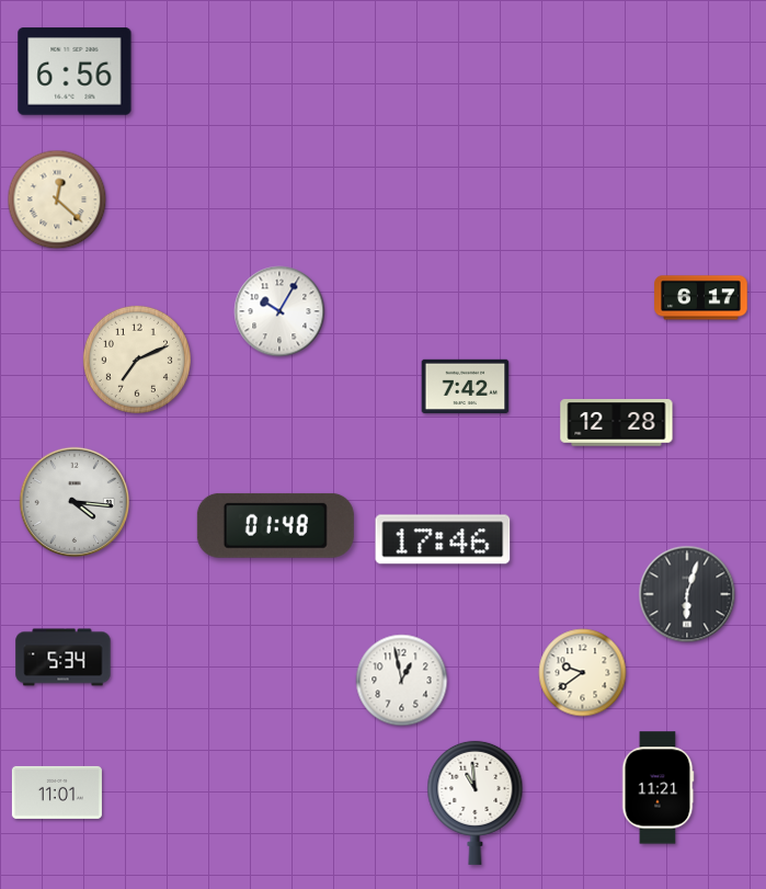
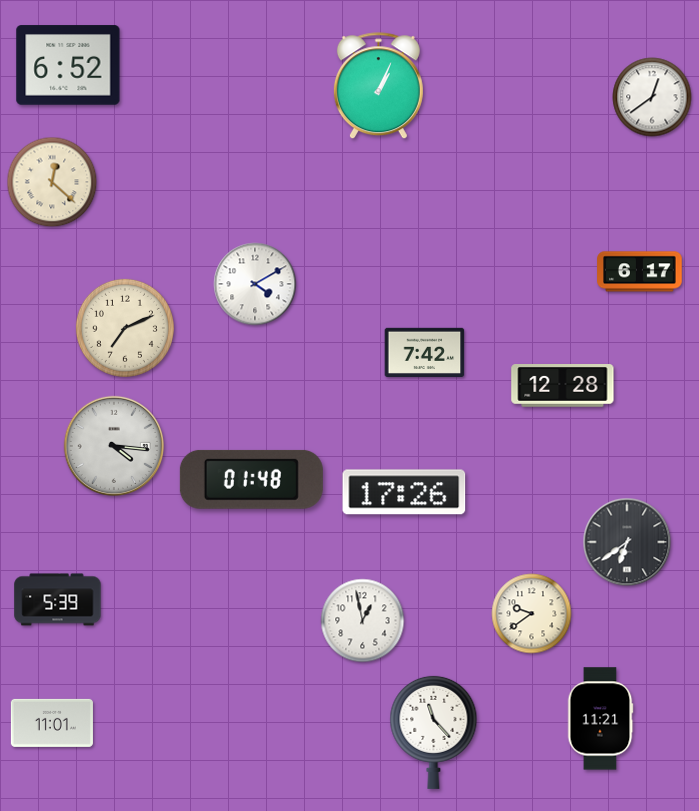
clock at (75, 71): 6:56 -> 6:52
clock at (378, 86): none -> 1:04
clock at (652, 97): none -> 12:39
clock at (279, 311): 10:05 -> 4:10
clock at (75, 502) position: (75, 502) -> (114, 446)
clock at (443, 539): 17:46 -> 17:26
clock at (687, 594): 6:03 -> 6:39
clock at (64, 658): 5:34 -> 5:39
clock at (402, 681) position: (402, 681) -> (363, 621)
clock at (476, 802): 10:59 -> 11:23
